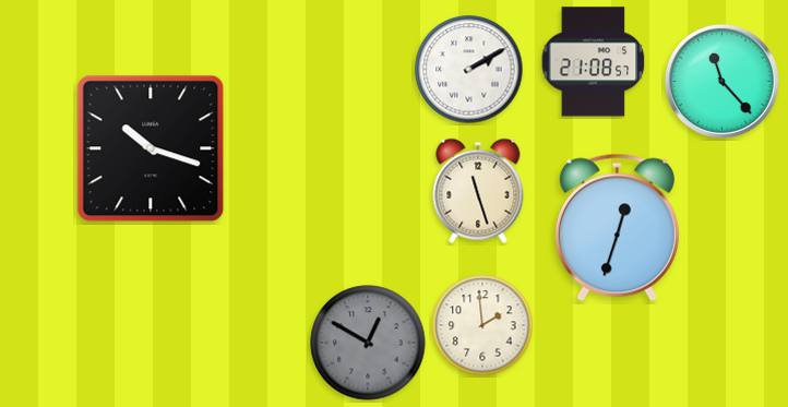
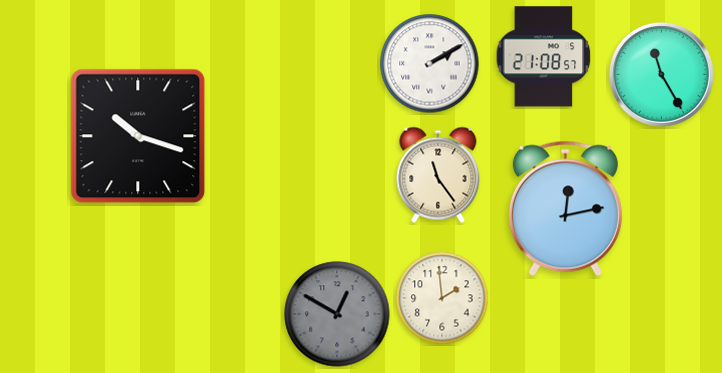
clock at (721, 81): 11:23 -> 11:25
clock at (478, 191): 11:27 -> 11:24
clock at (617, 227): 12:33 -> 12:13
